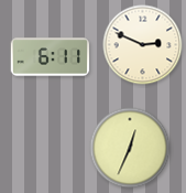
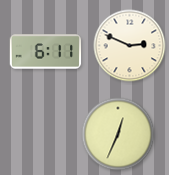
clock at (143, 45) position: (143, 45) -> (130, 46)
